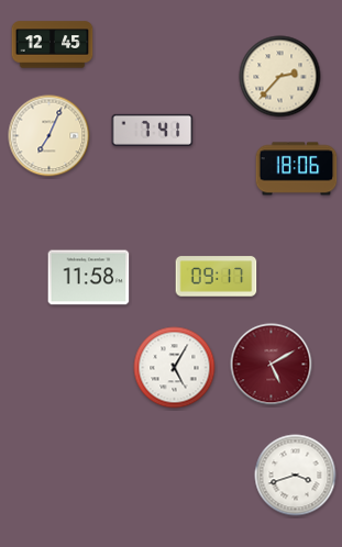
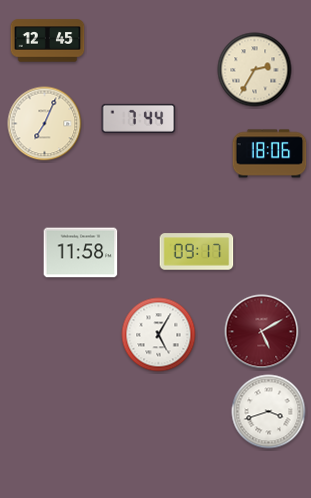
clock at (280, 77): 2:37 -> 2:35
clock at (153, 130): 7:41 -> 7:44
clock at (272, 365) position: (272, 365) -> (262, 332)
clock at (296, 476) position: (296, 476) -> (269, 412)
